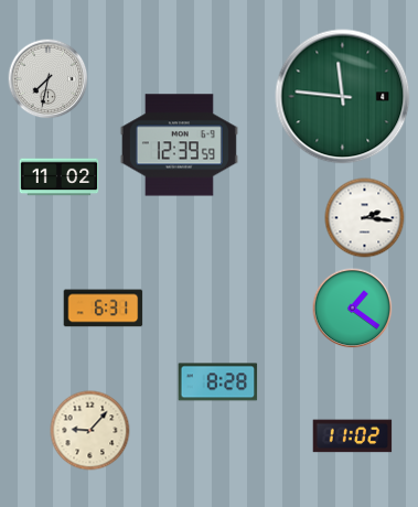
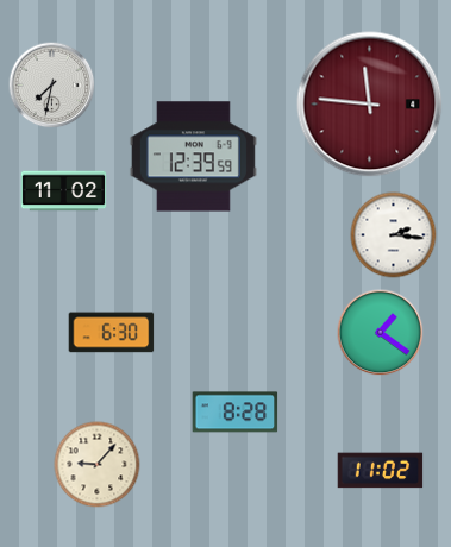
clock at (343, 97) dial: green -> burgundy
clock at (104, 309): 6:31 -> 6:30
